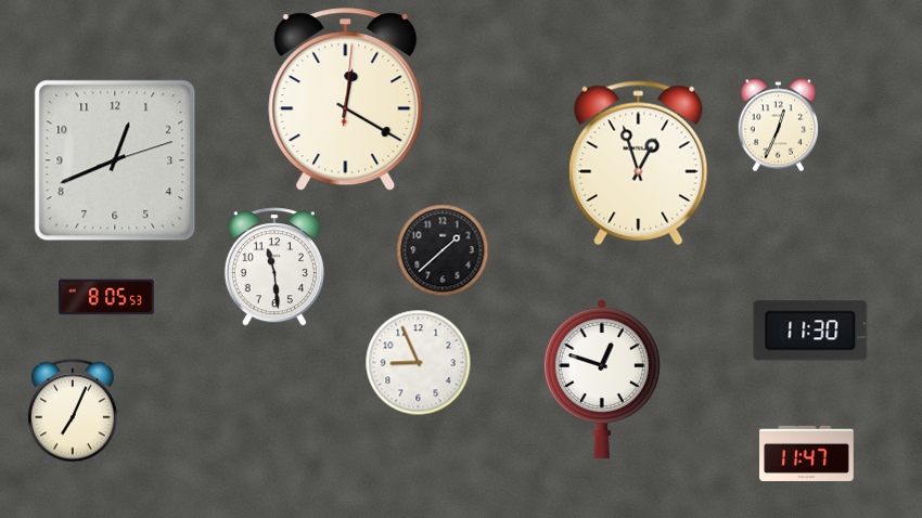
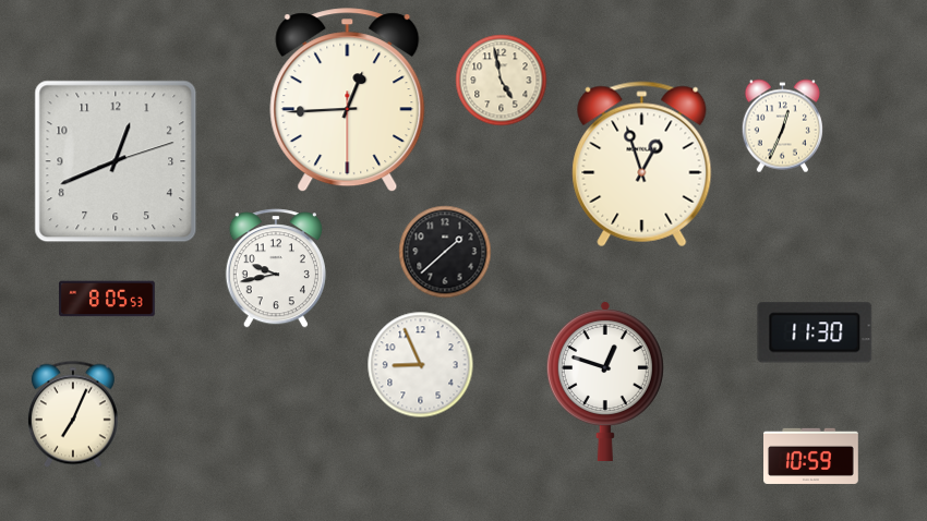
clock at (502, 81): none -> 4:58
clock at (346, 100): 12:20 -> 12:44
clock at (274, 267): 11:29 -> 9:43
clock at (807, 453): 11:47 -> 10:59
